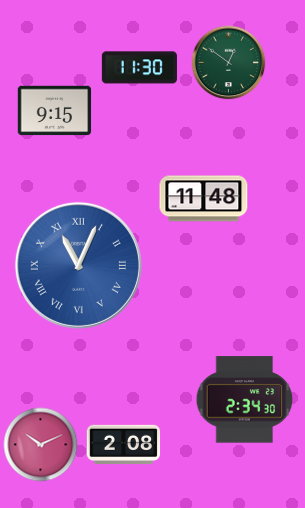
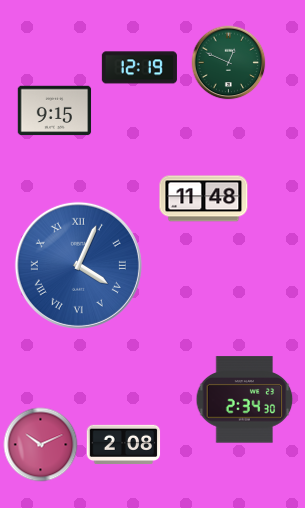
clock at (229, 63): 12:51 -> 12:49
clock at (139, 68): 11:30 -> 12:19
clock at (78, 265): 11:04 -> 4:04
